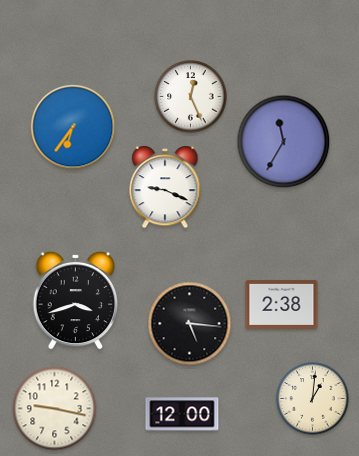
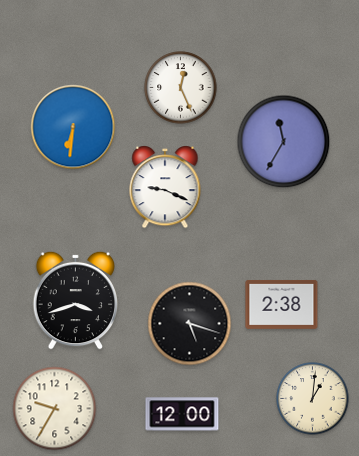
clock at (191, 97) position: (191, 97) -> (181, 88)
clock at (73, 127): 6:36 -> 6:31
clock at (190, 324): 5:16 -> 5:18
clock at (55, 409): 9:17 -> 9:35
